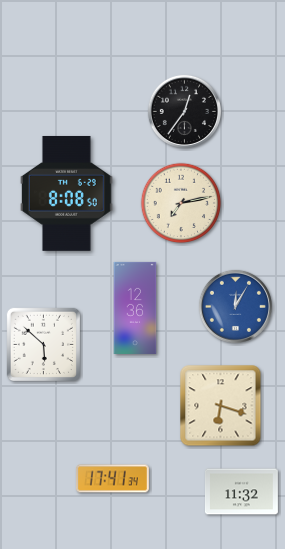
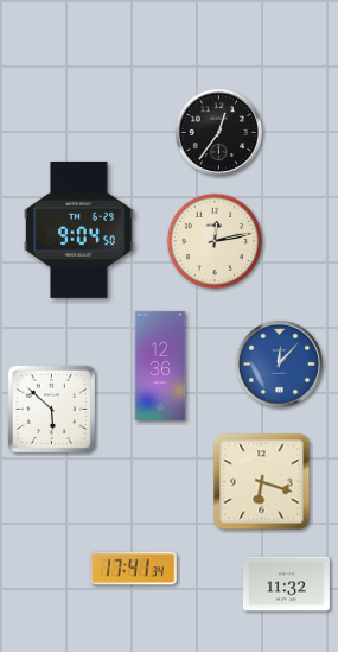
clock at (67, 193): 8:08 -> 9:04
clock at (181, 203): 7:13 -> 12:13
clock at (235, 306): 12:05 -> 12:07
